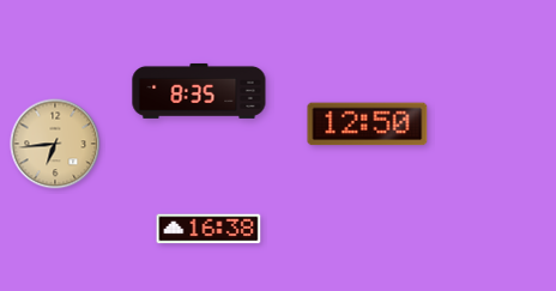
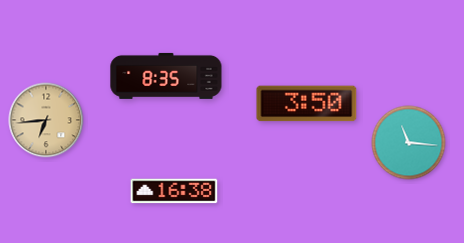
clock at (368, 125): 12:50 -> 3:50
clock at (409, 143): none -> 11:16
